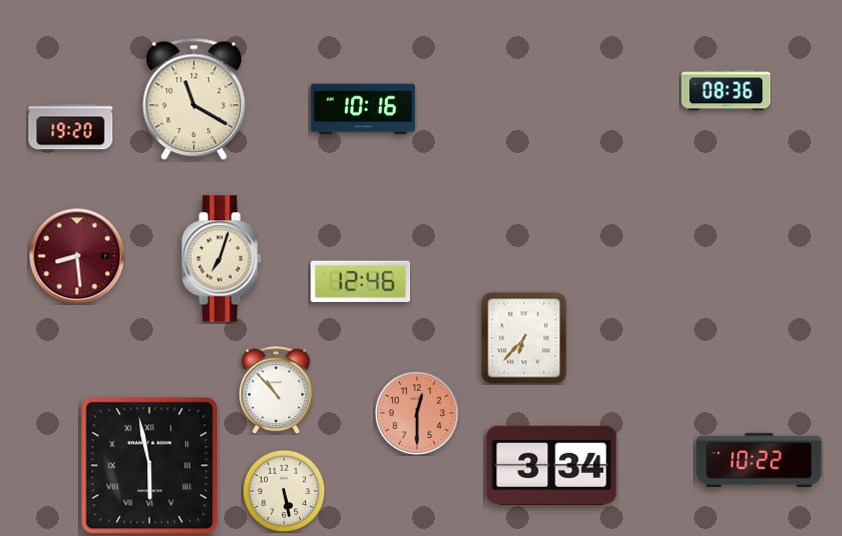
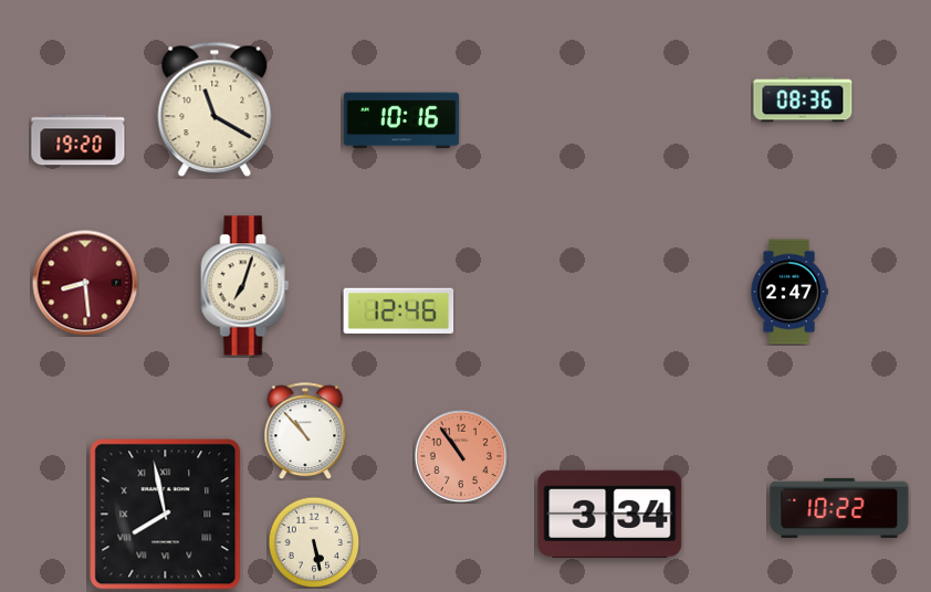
clock at (789, 292): none -> 2:47
clock at (524, 338): 6:37 -> none
clock at (417, 413): 12:30 -> 10:54
clock at (150, 466): 5:58 -> 7:58
